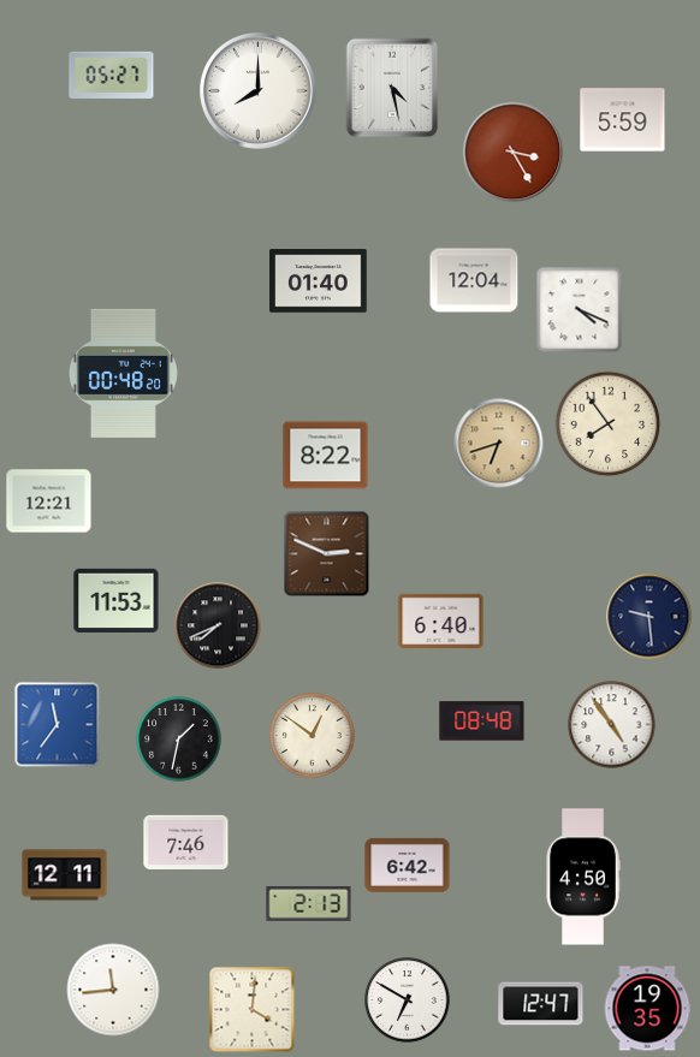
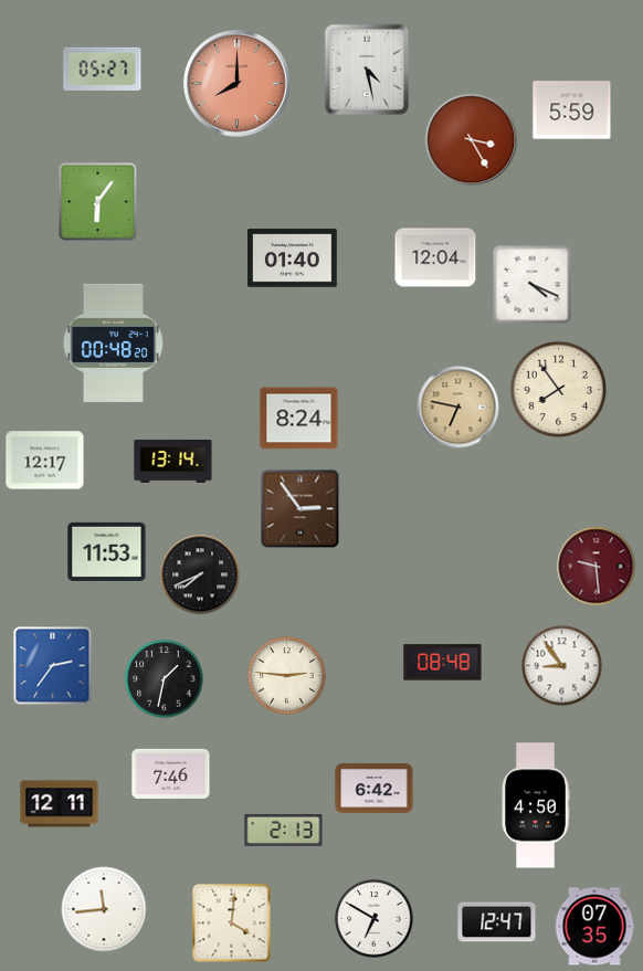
clock at (392, 88) position: (392, 88) -> (367, 70)
clock at (259, 91) dial: white -> salmon
clock at (98, 202): none -> 6:06
clock at (499, 444): 6:42 -> 6:47
clock at (326, 456): 8:22 -> 8:24
clock at (49, 501): 12:21 -> 12:17
clock at (173, 462): none -> 13:14
clock at (327, 554): 2:49 -> 2:54
clock at (649, 617) dial: navy -> burgundy
clock at (441, 622): 6:40 -> none
clock at (58, 725): 11:36 -> 2:36
clock at (612, 725): 4:54 -> 8:54
clock at (313, 736): 12:51 -> 2:46
clock at (408, 865) position: (408, 865) -> (375, 788)
clock at (647, 1009): 19:35 -> 07:35
clock at (253, 1010) position: (253, 1010) -> (232, 923)
